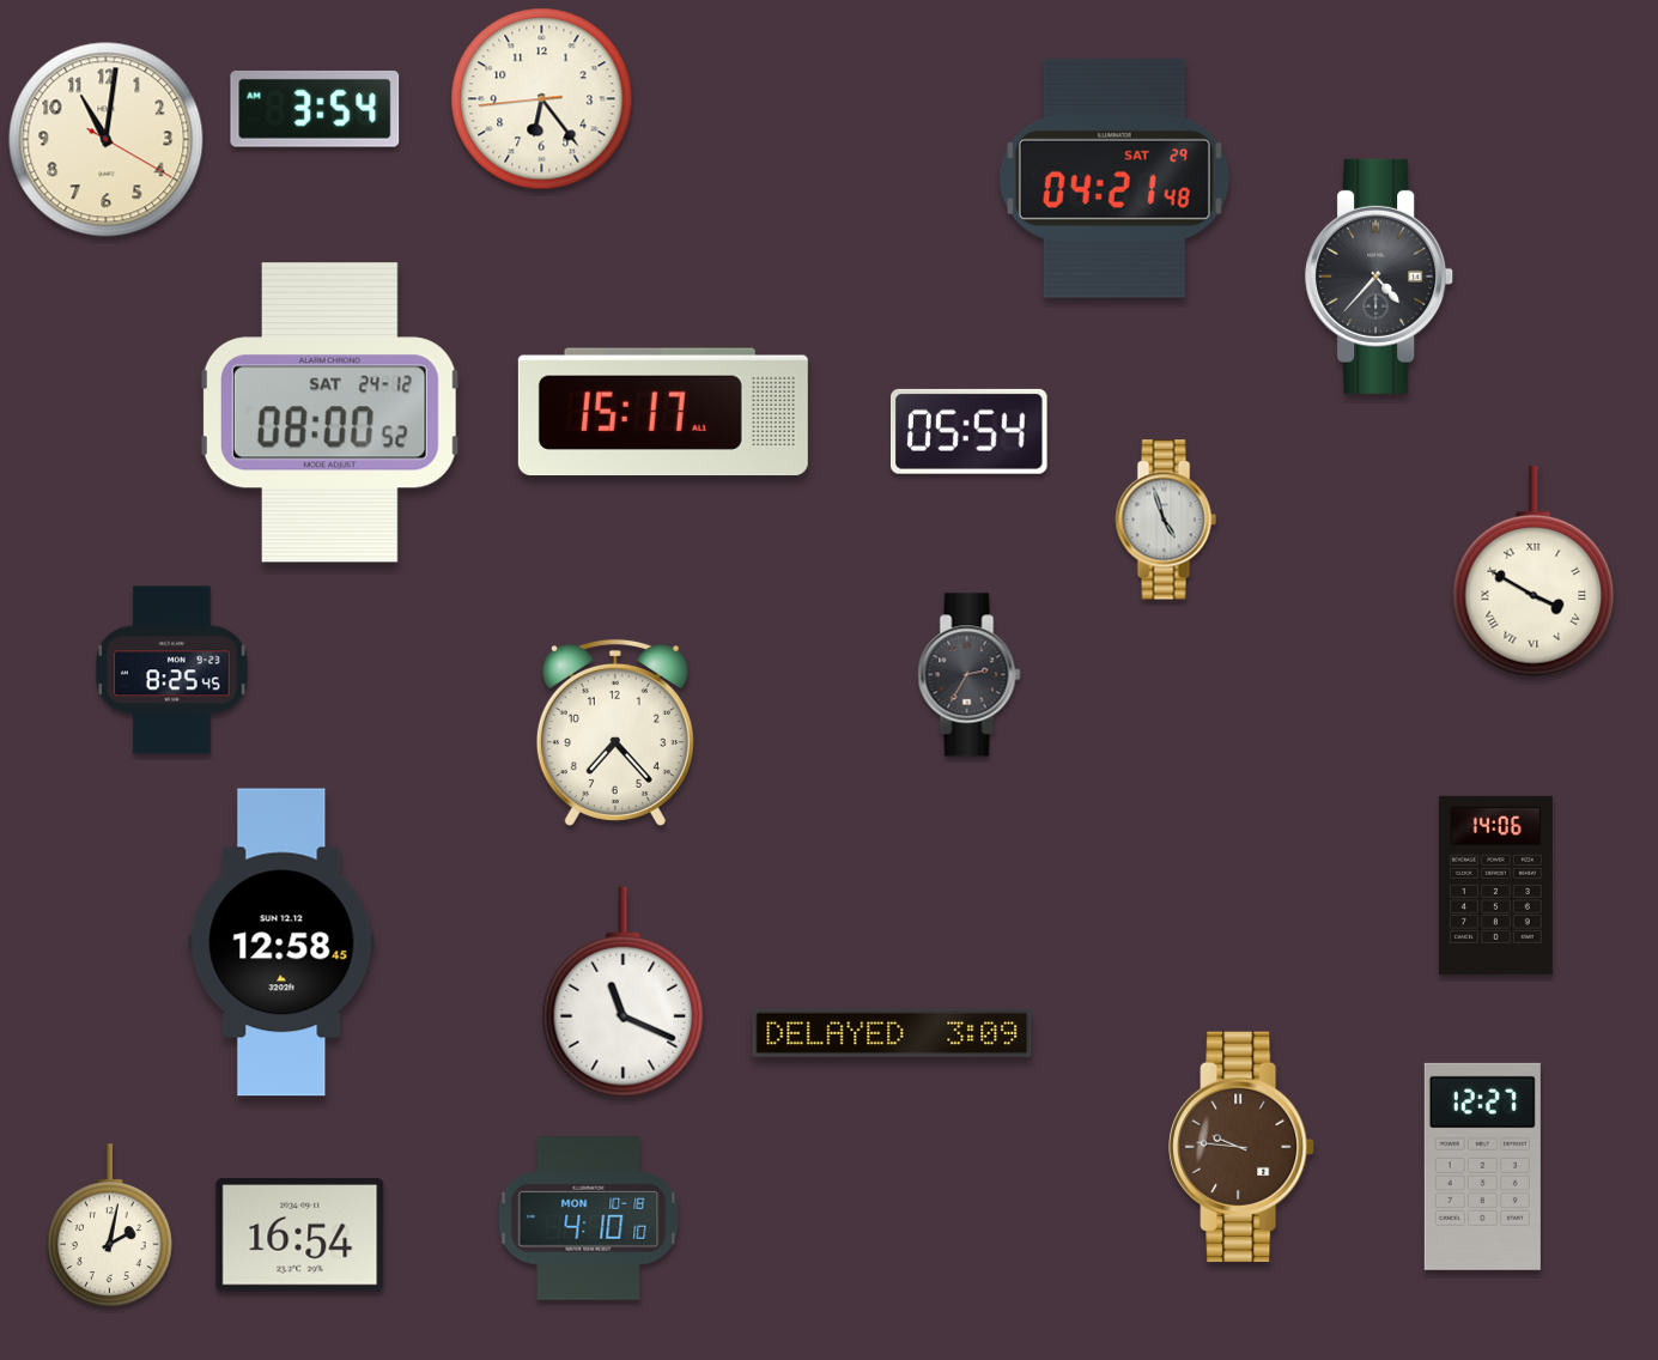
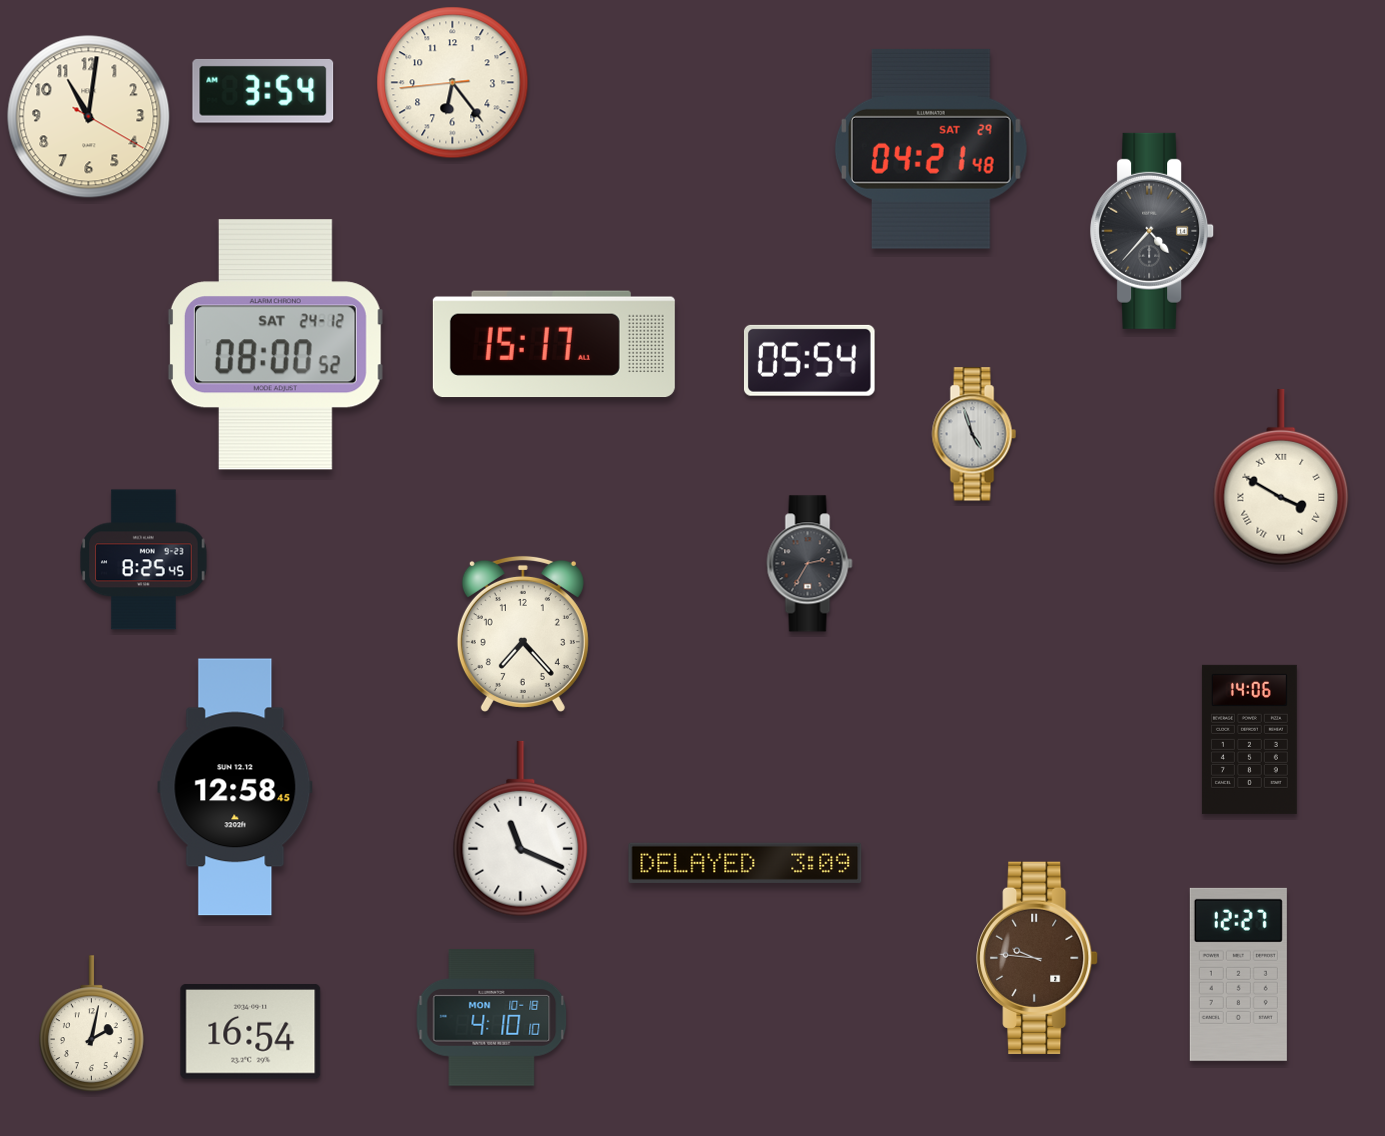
clock at (615, 733) position: (615, 733) -> (523, 634)
